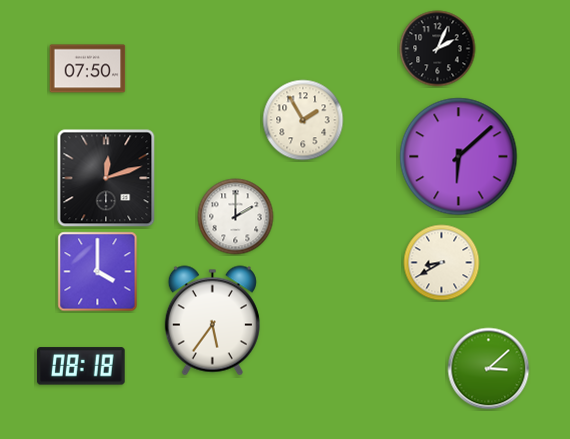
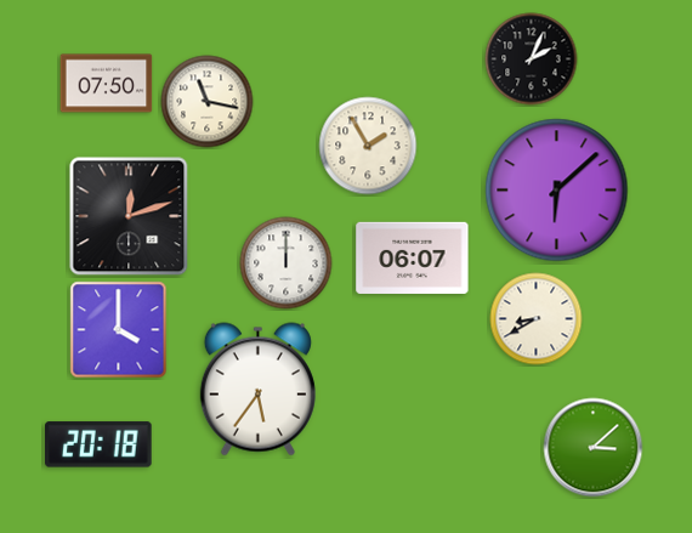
clock at (208, 102): none -> 11:17
clock at (413, 257): none -> 06:07
clock at (236, 217): 2:00 -> 12:00
clock at (82, 366): 08:18 -> 20:18
